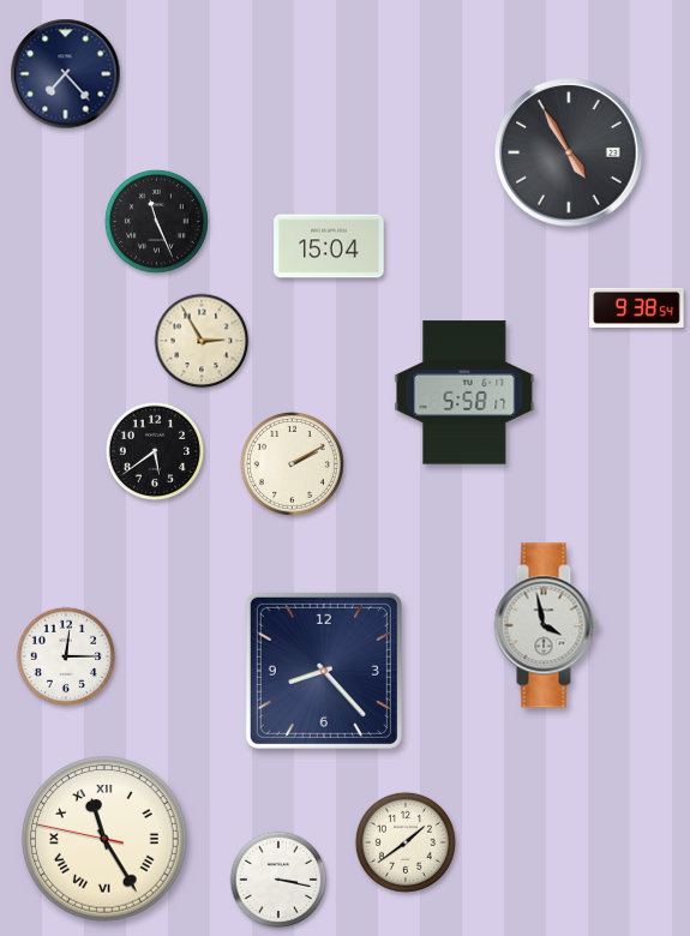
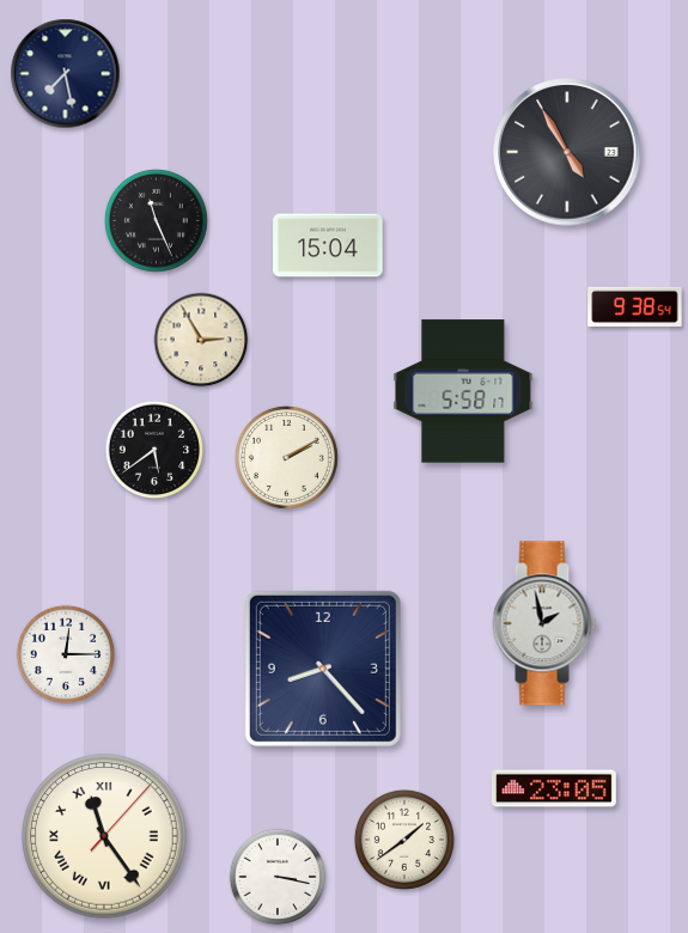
clock at (66, 74): 7:23 -> 7:28
clock at (292, 463) position: (292, 463) -> (286, 457)
clock at (546, 625): 3:58 -> 1:58
clock at (554, 788): none -> 23:05
clock at (104, 839): 11:24:47 -> 11:24:07
